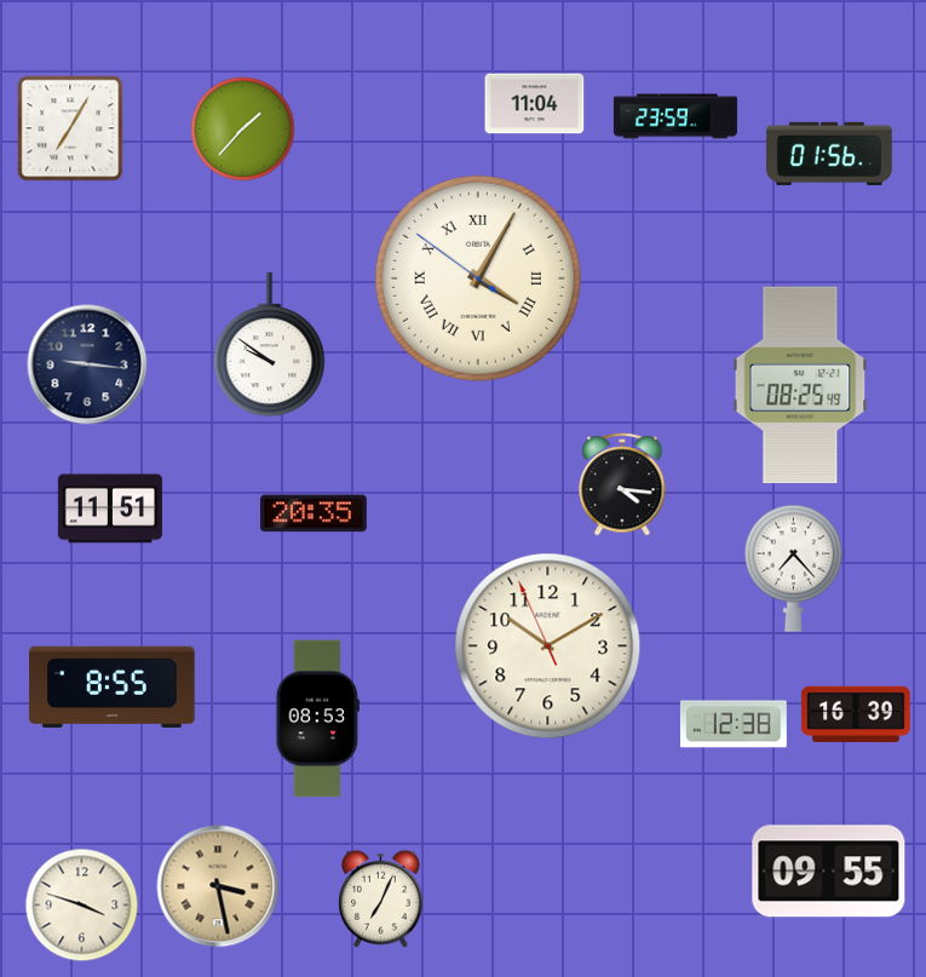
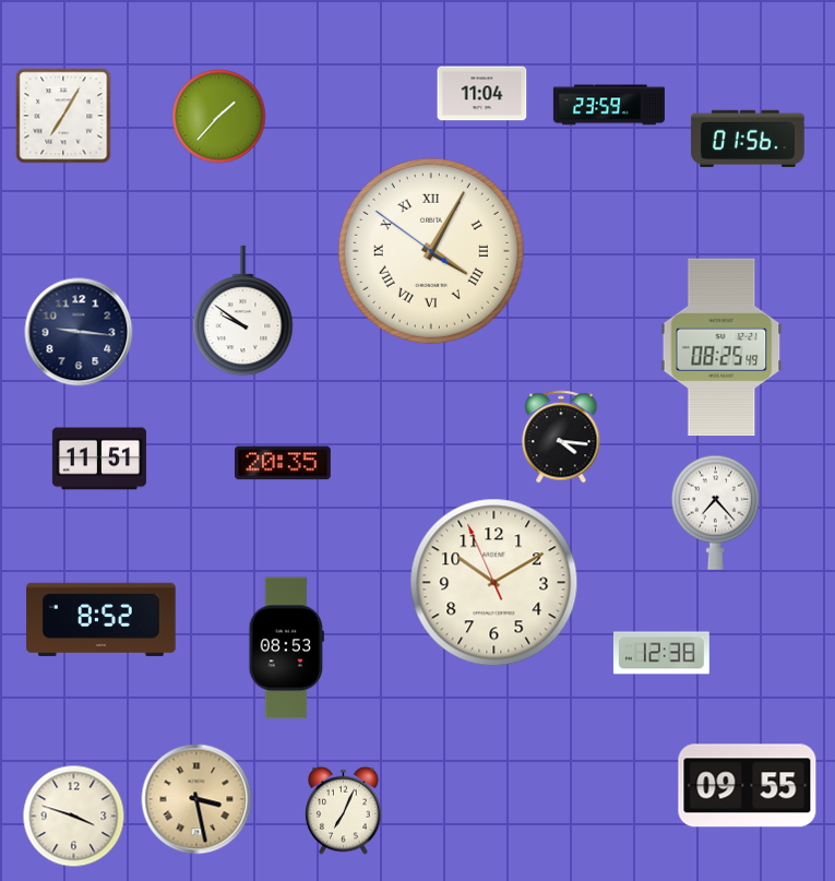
clock at (87, 364) position: (87, 364) -> (79, 332)
clock at (113, 686): 8:55 -> 8:52
clock at (856, 714): 16:39 -> none
